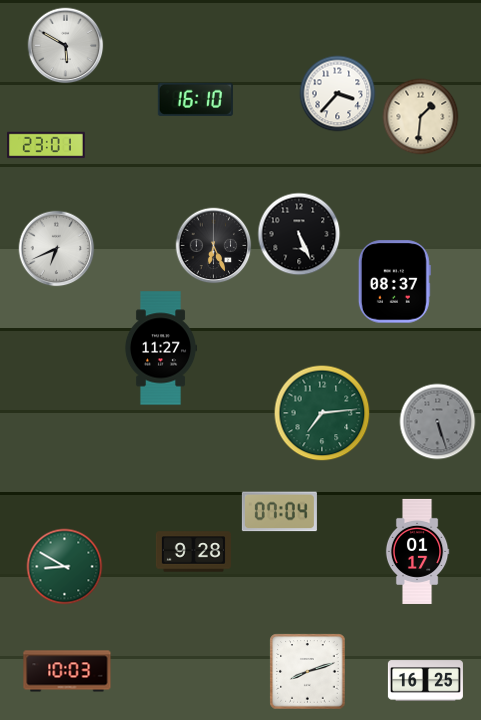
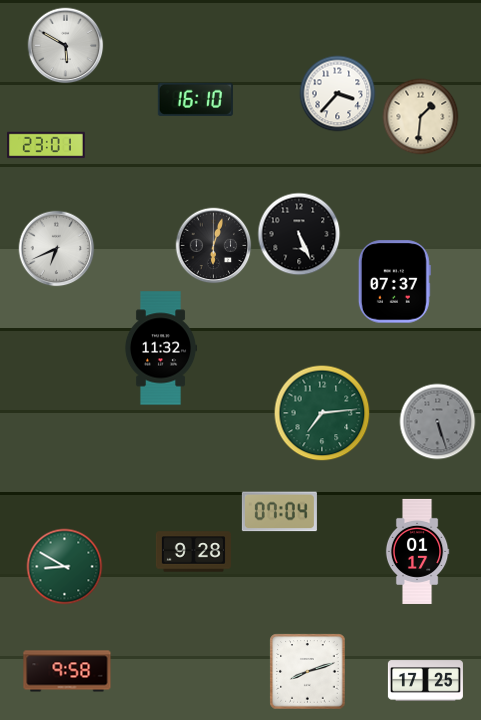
clock at (214, 246): 6:26 -> 6:03
clock at (394, 282): 08:37 -> 07:37
clock at (160, 348): 11:27 -> 11:32
clock at (67, 671): 10:03 -> 9:58
clock at (425, 681): 16:25 -> 17:25
